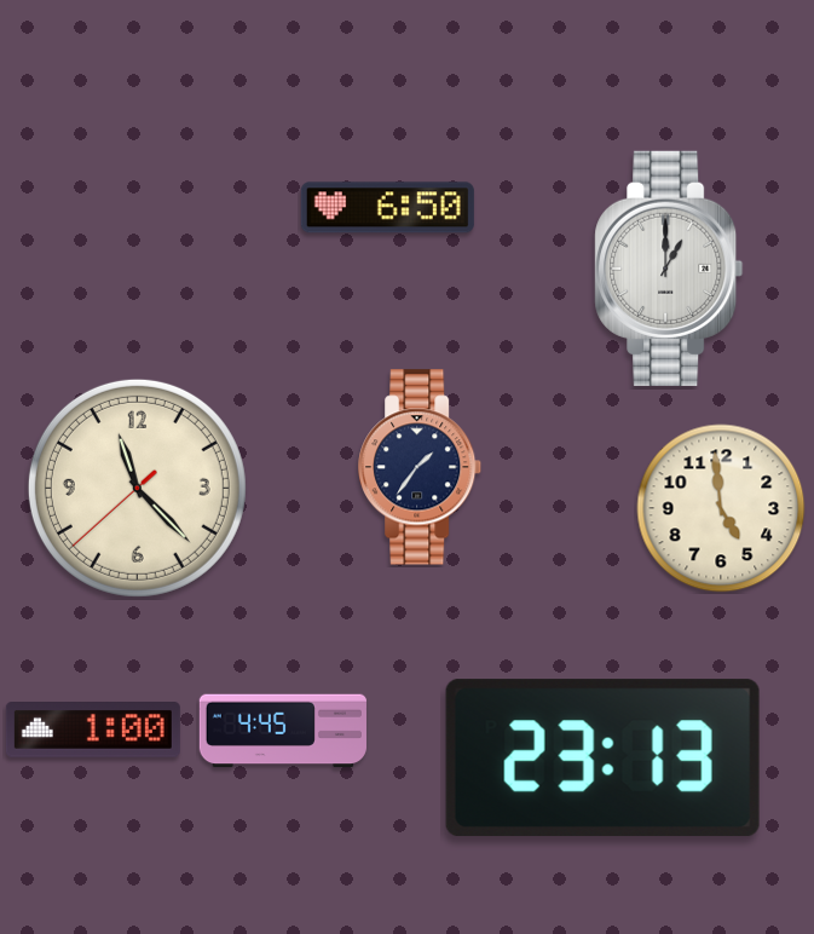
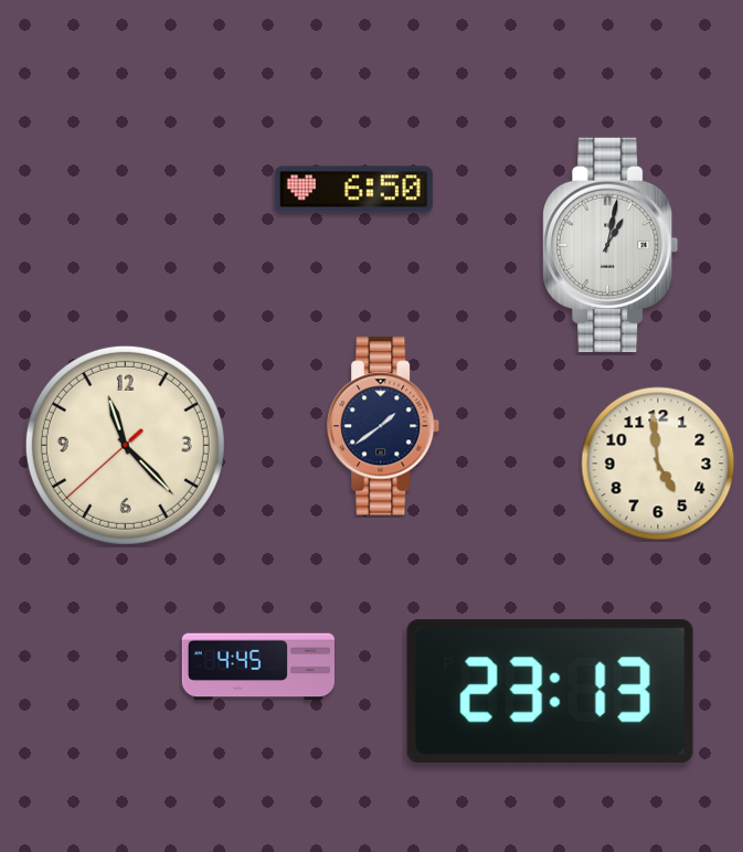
clock at (669, 269): 1:00 -> 1:02
clock at (421, 467): 1:36 -> 1:39
clock at (93, 731): 1:00 -> none
